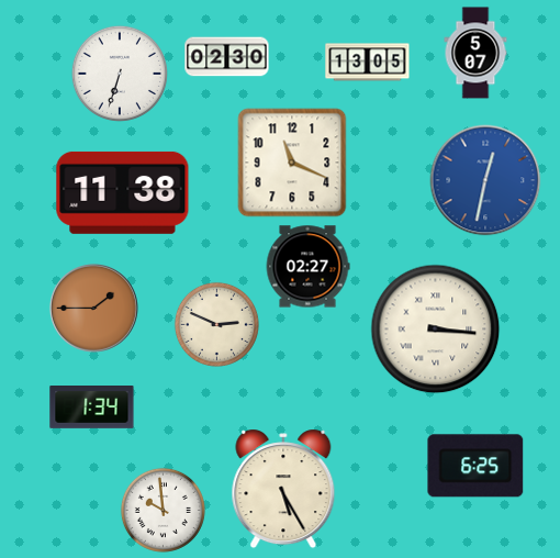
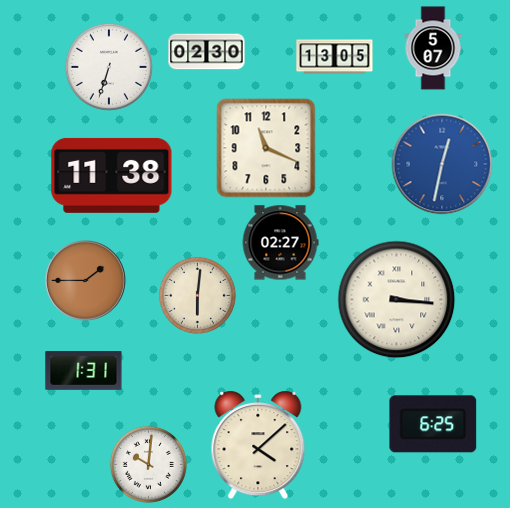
clock at (216, 324): 2:49 -> 6:01
clock at (92, 408): 1:34 -> 1:31
clock at (283, 489): 5:25 -> 4:08
clock at (163, 510): 9:59 -> 10:01
